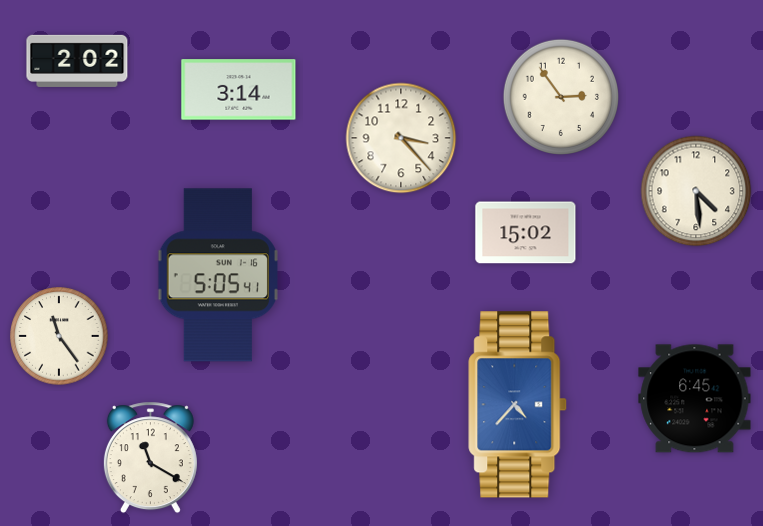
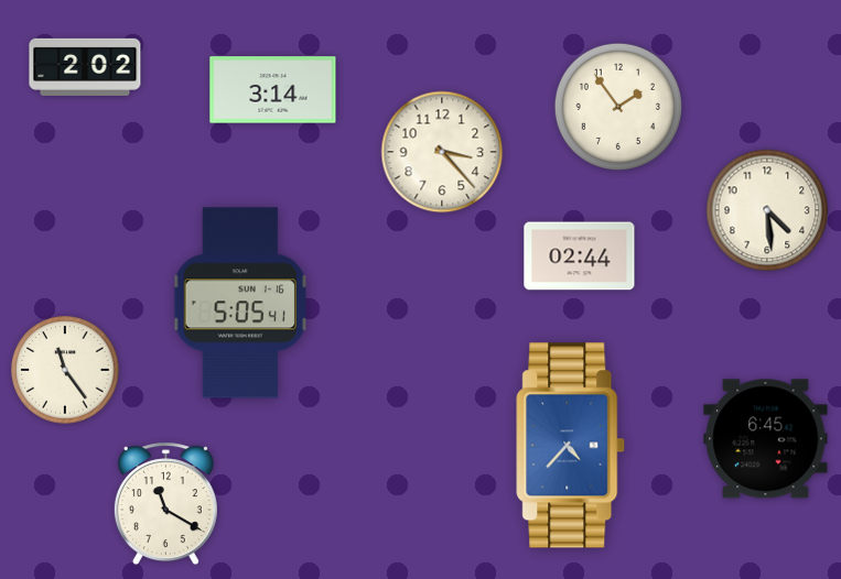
clock at (239, 90) position: (239, 90) -> (273, 90)
clock at (560, 96): 2:54 -> 1:54
clock at (526, 233): 15:02 -> 02:44
